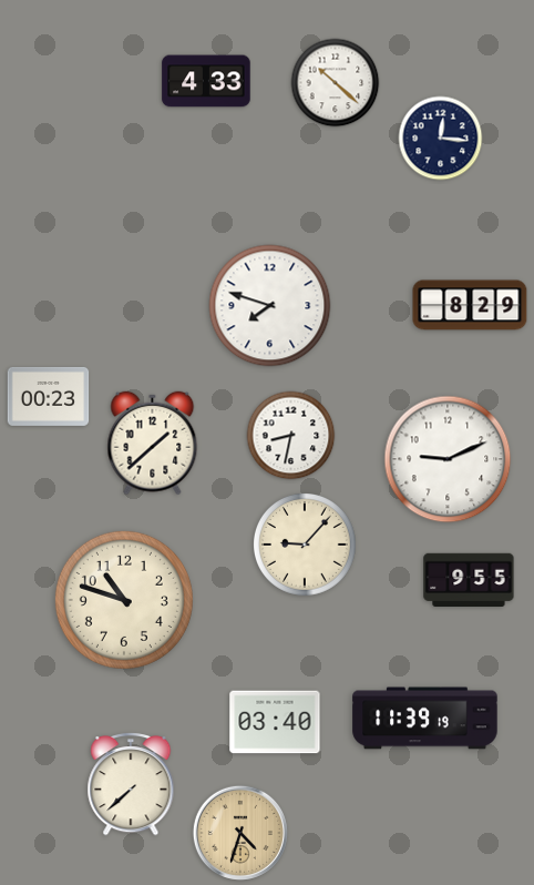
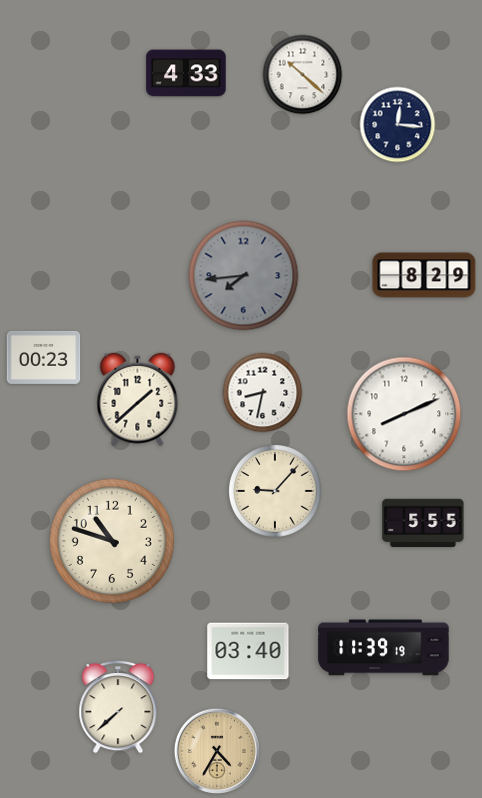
clock at (270, 306): 7:48 -> 7:44
clock at (270, 306) dial: white -> grey
clock at (448, 459): 9:11 -> 8:11
clock at (469, 579): 9:55 -> 5:55
clock at (240, 833): 4:33 -> 4:35
